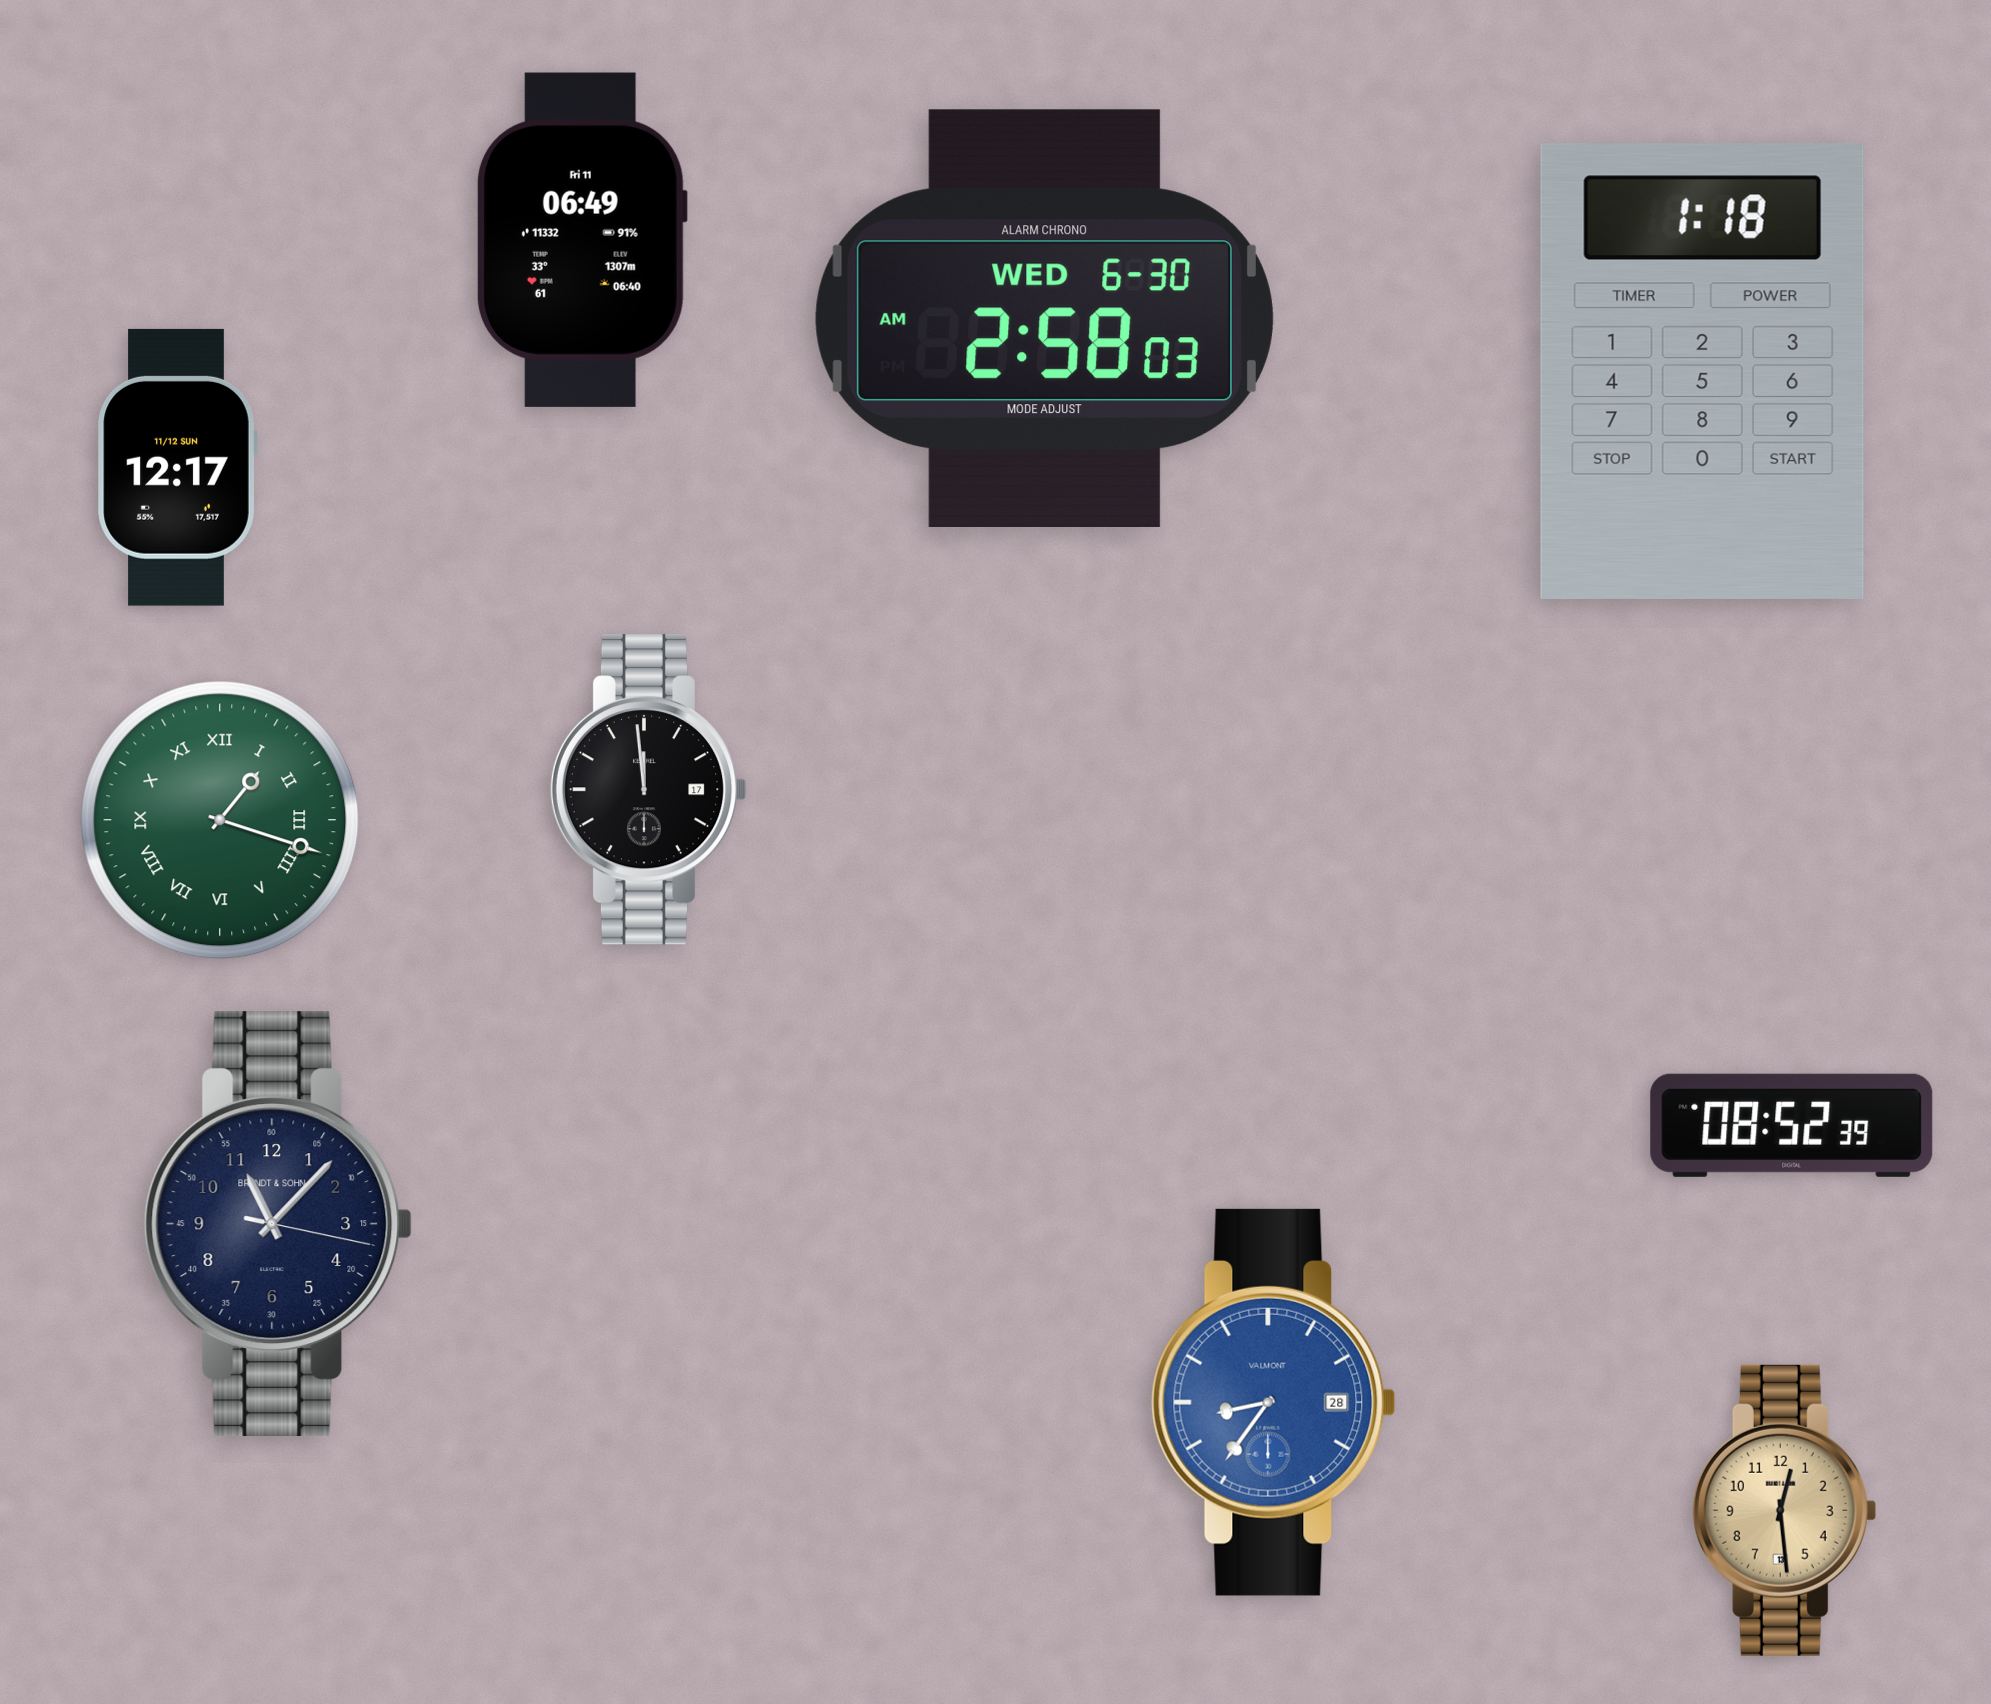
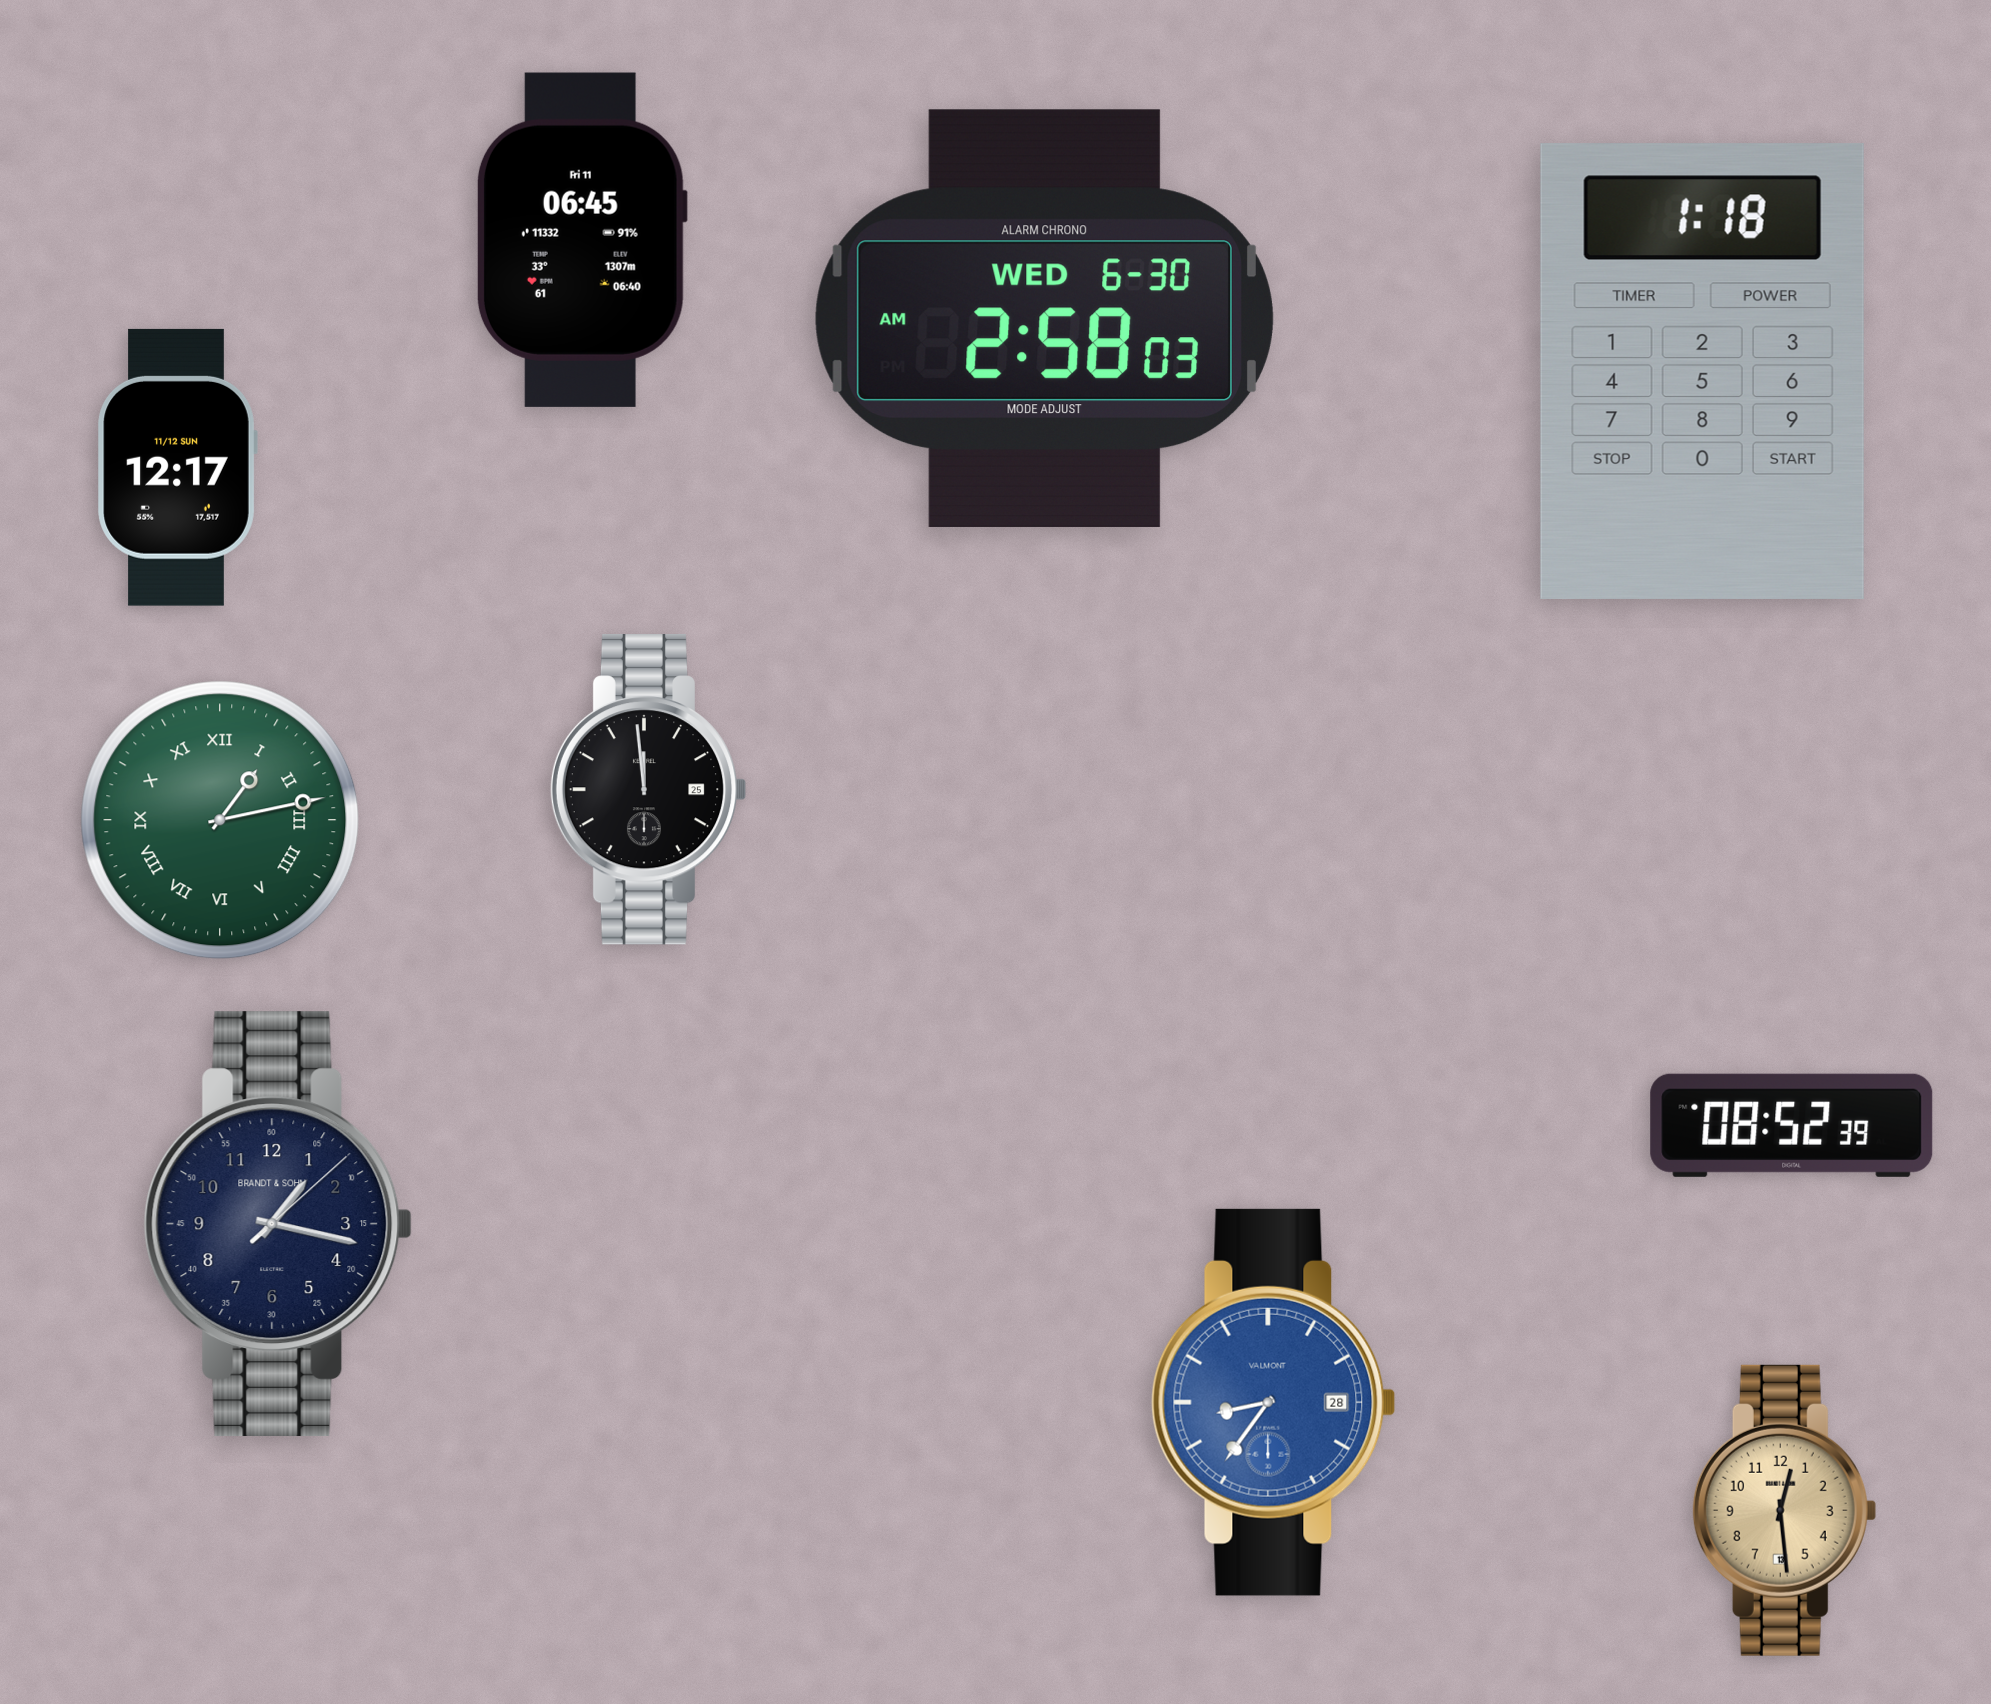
clock at (582, 240): 06:49 -> 06:45
clock at (648, 790) date: 17 -> 25
clock at (220, 820): 1:18 -> 1:13
clock at (278, 1224): 11:07 -> 1:17
